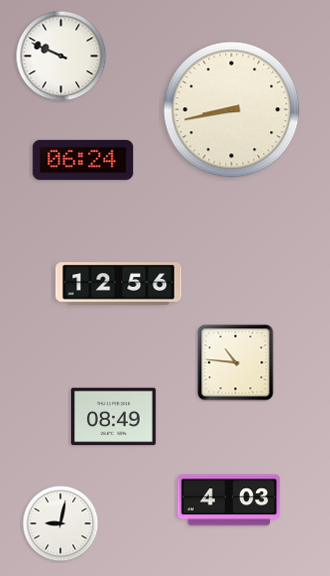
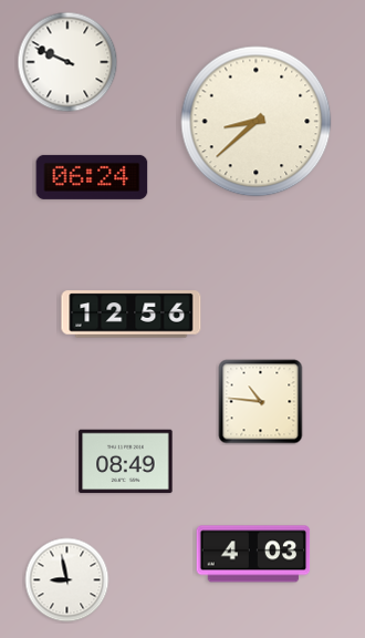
clock at (232, 110): 8:43 -> 8:38
clock at (61, 524): 9:02 -> 8:58
